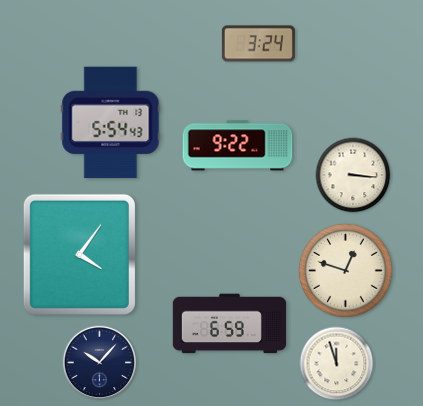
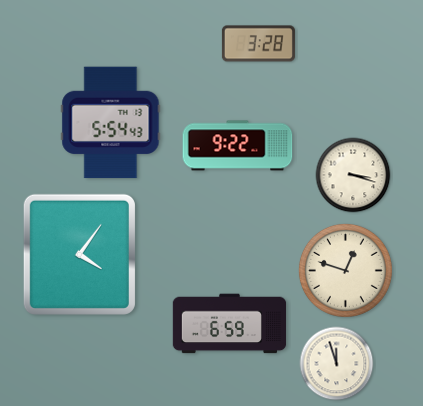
clock at (258, 44): 3:24 -> 3:28
clock at (353, 175): 3:16 -> 3:18
clock at (100, 363): 10:07 -> none
